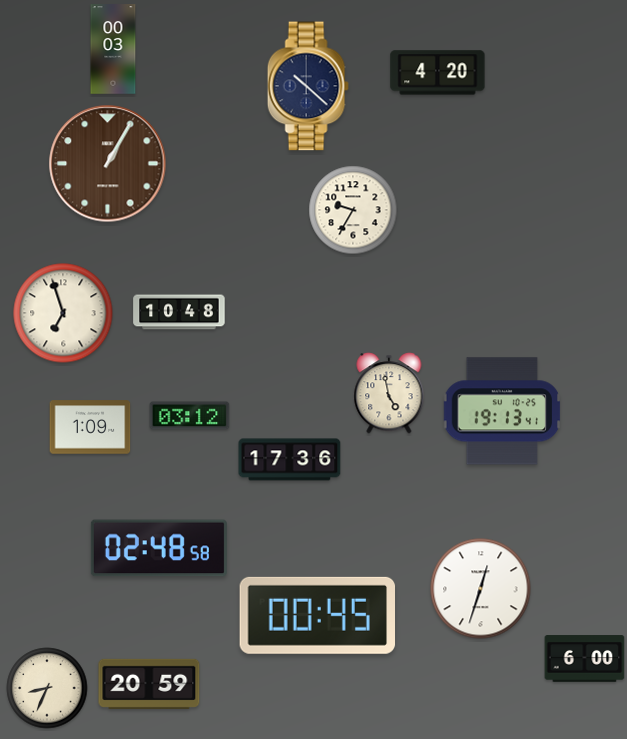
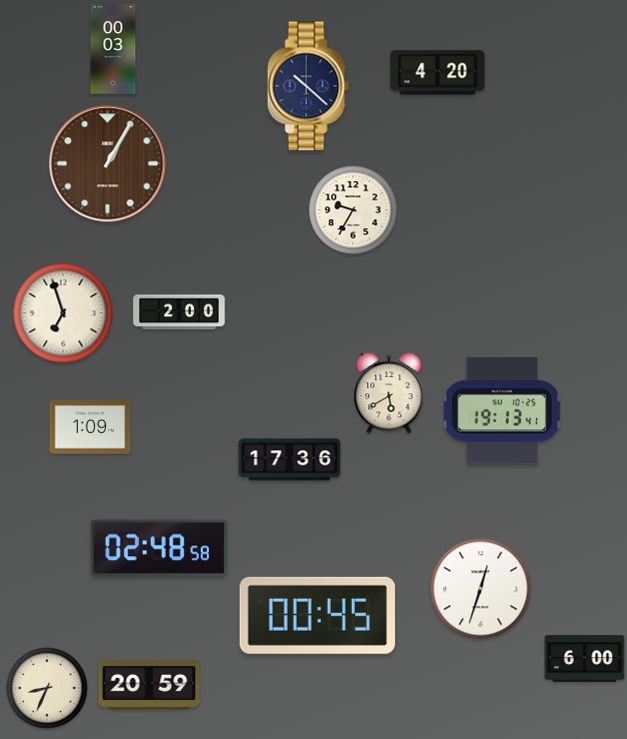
clock at (179, 312): 10:48 -> 2:00
clock at (389, 393): 4:58 -> 5:40
clock at (190, 416): 03:12 -> none
